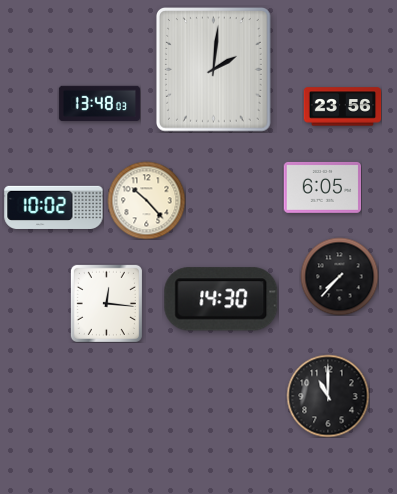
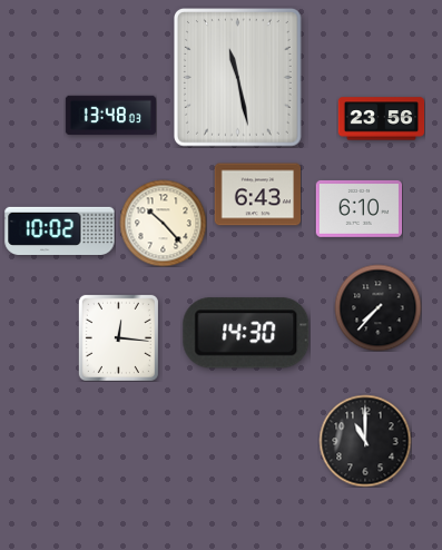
clock at (214, 70): 2:01 -> 11:28
clock at (257, 195): none -> 6:43
clock at (322, 187): 6:05 -> 6:10
